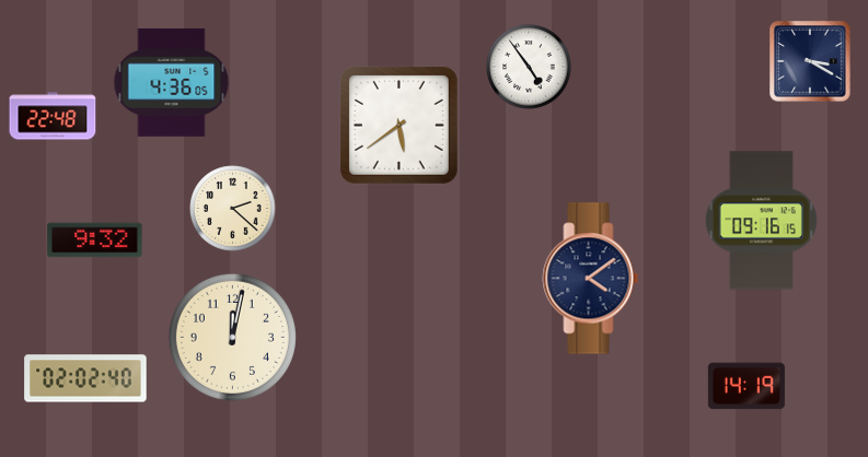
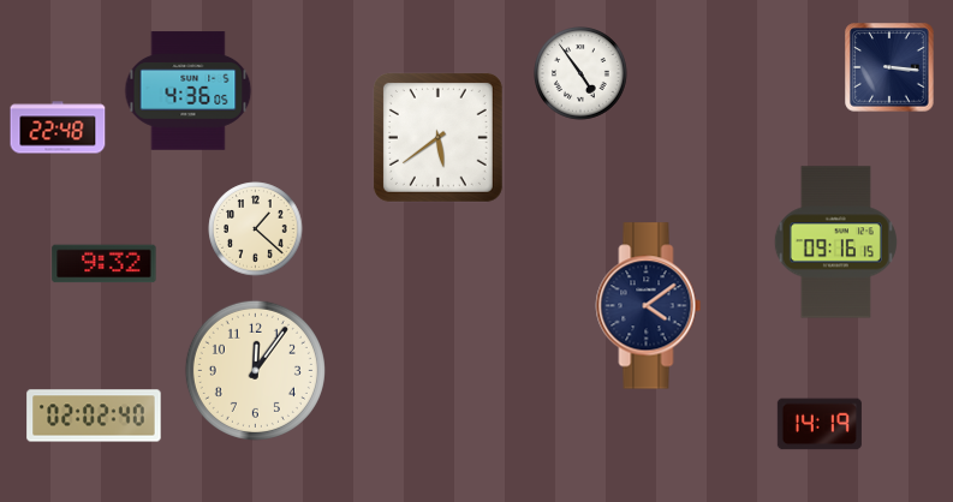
clock at (810, 61): 3:20 -> 3:16
clock at (233, 209): 2:22 -> 1:22
clock at (232, 337): 12:02 -> 12:06
